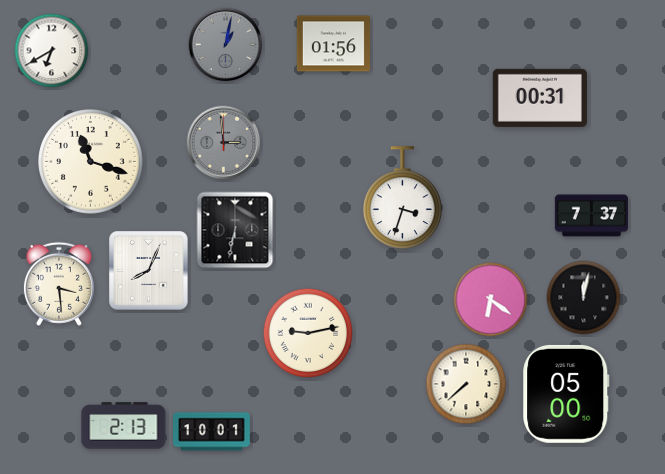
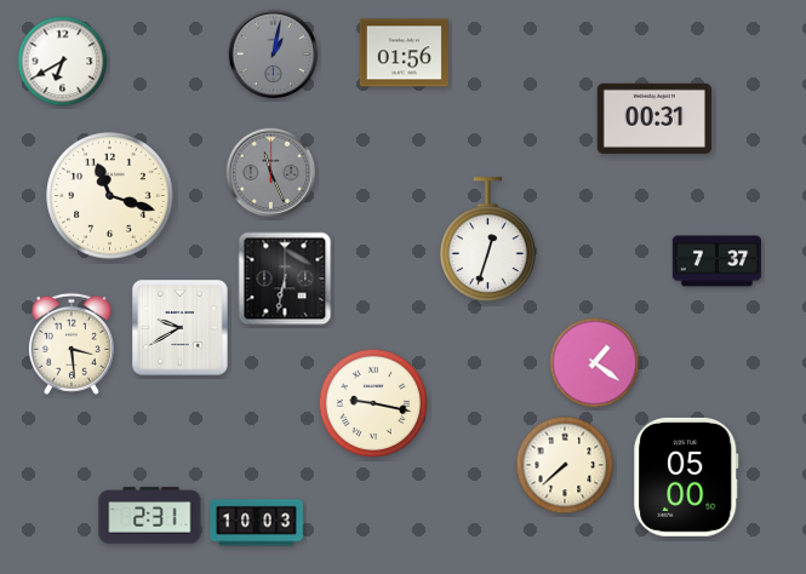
clock at (224, 143): 2:59 -> 11:26
clock at (402, 197): 3:33 -> 12:33
clock at (149, 271): 8:04 -> 9:40
clock at (584, 298): 12:02 -> none
clock at (491, 300): 6:21 -> 1:21
clock at (308, 333): 9:13 -> 9:17
clock at (124, 426): 2:13 -> 2:31
clock at (212, 432): 10:01 -> 10:03
